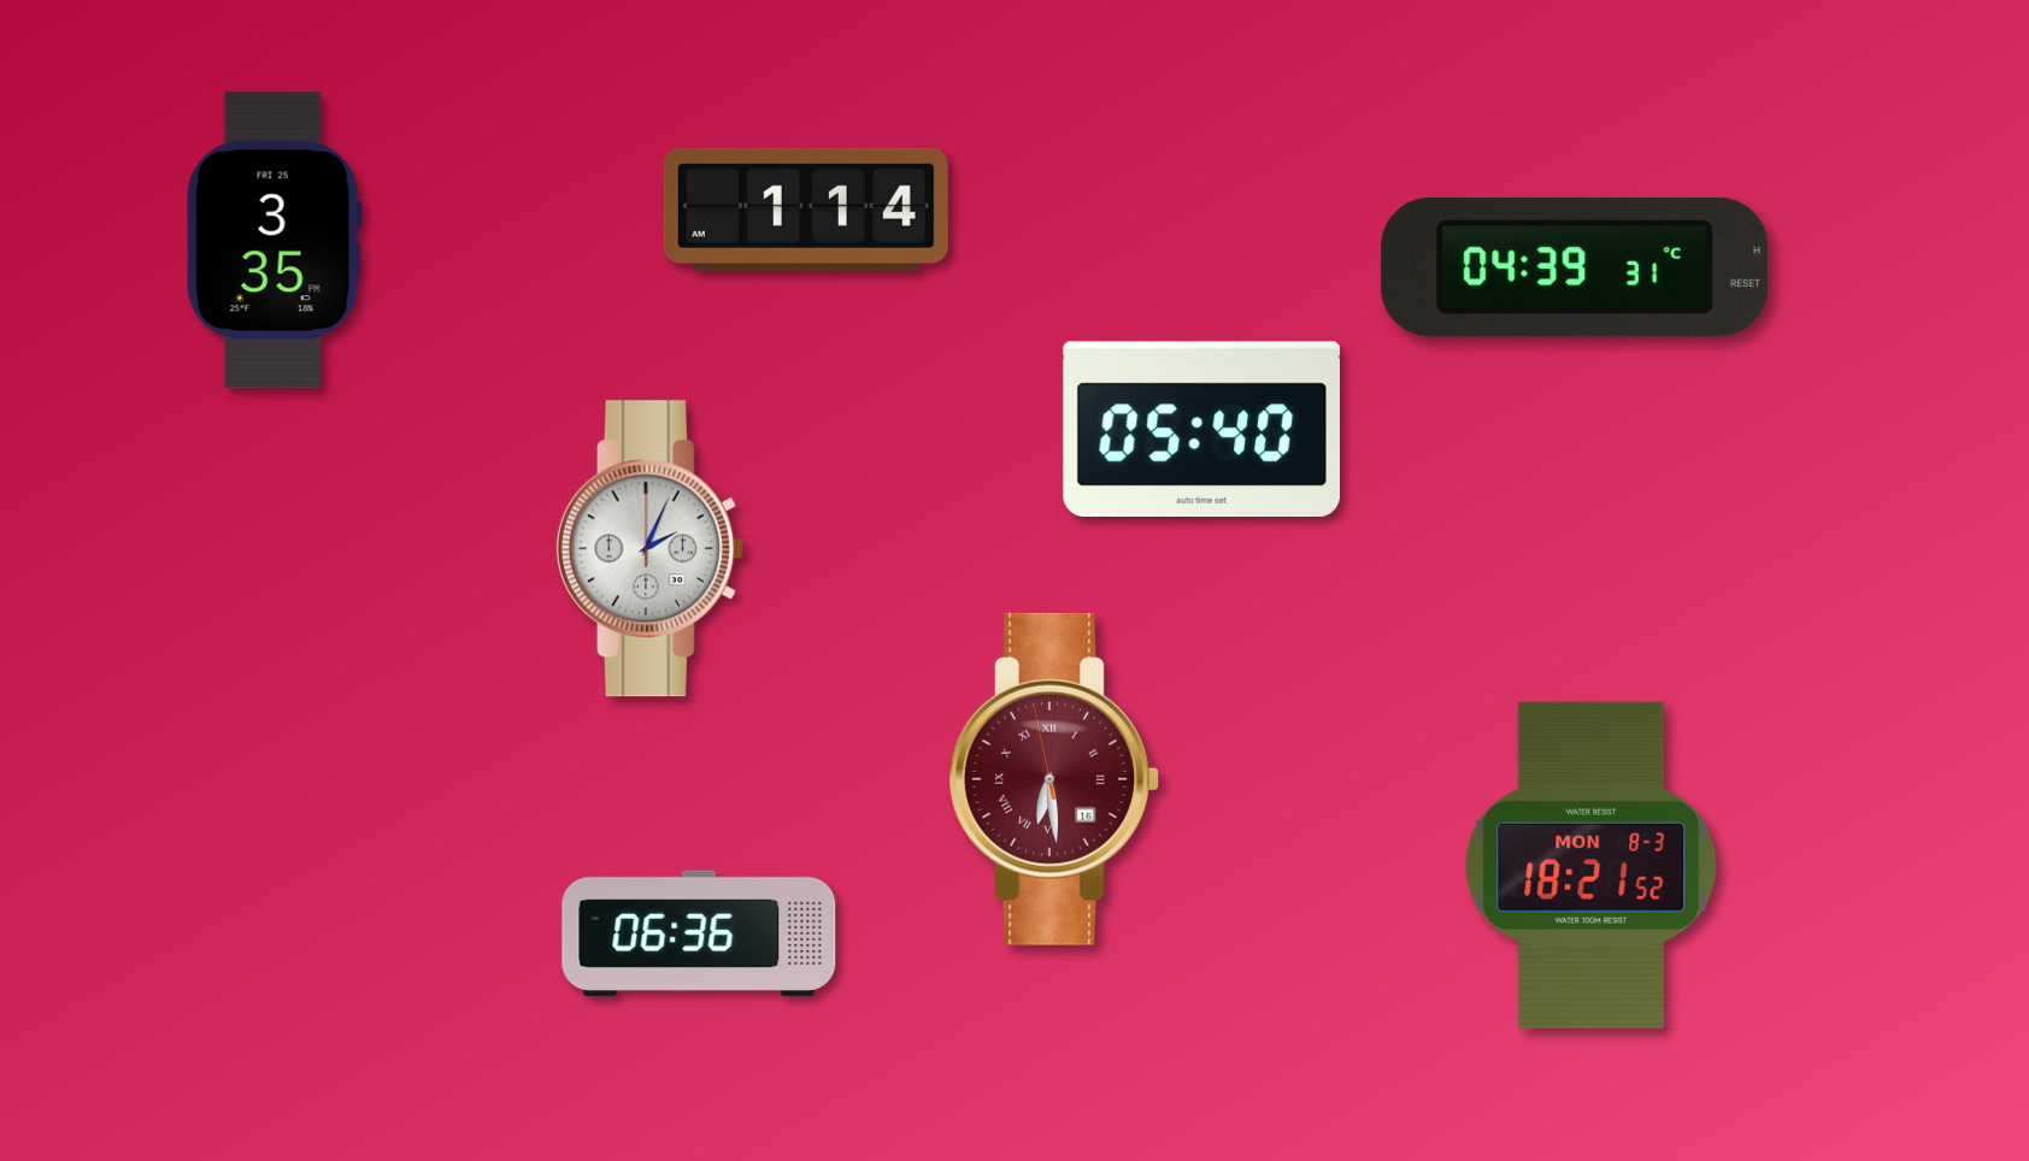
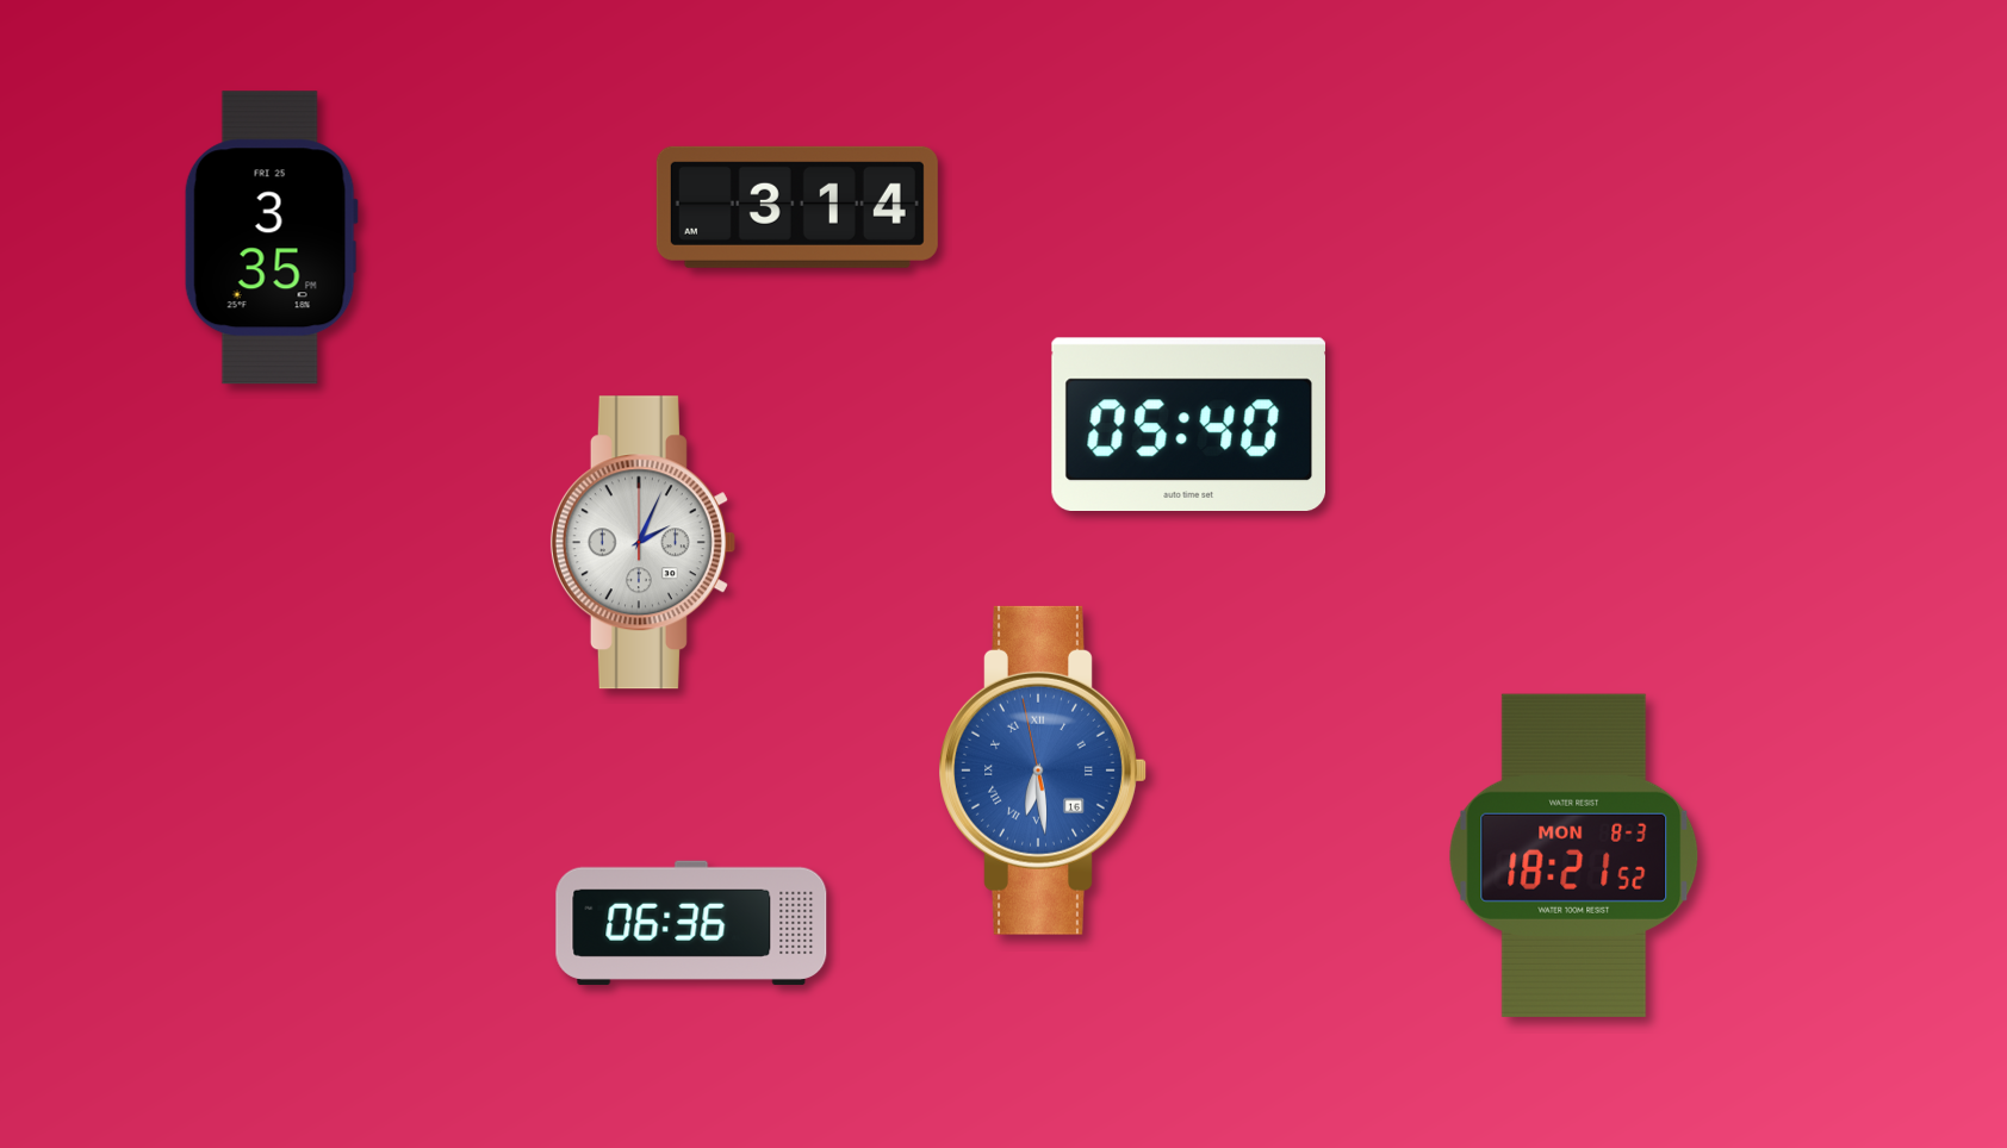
clock at (806, 210): 1:14 -> 3:14
clock at (1575, 267): 04:39 -> none
clock at (1054, 779) dial: burgundy -> blue
